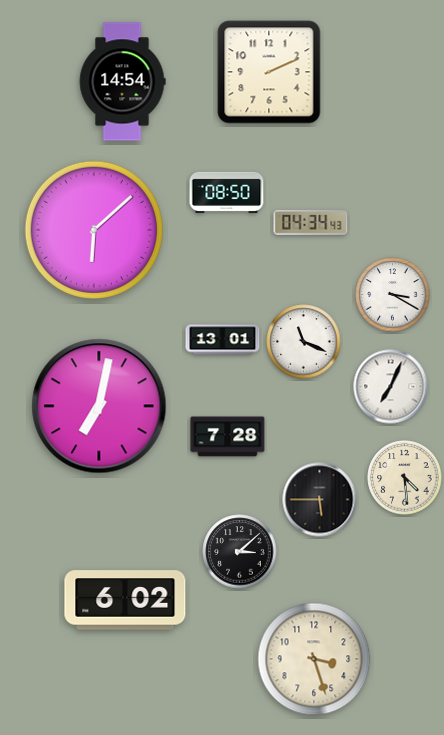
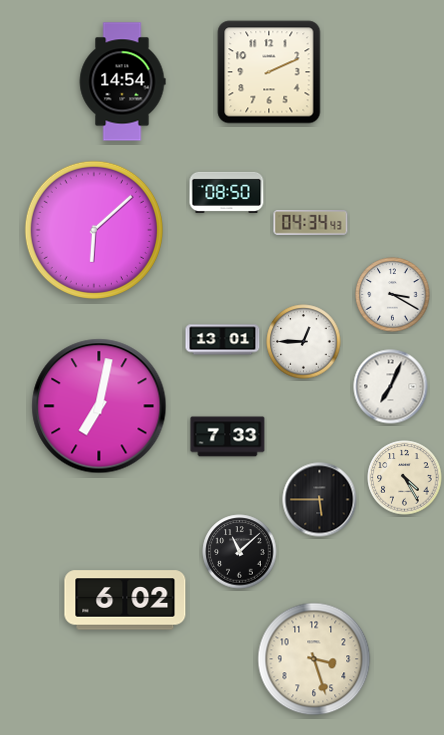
clock at (304, 342): 11:19 -> 12:45
clock at (228, 437): 7:28 -> 7:33
clock at (405, 478): 4:29 -> 4:25
clock at (240, 552): 3:08 -> 11:08
